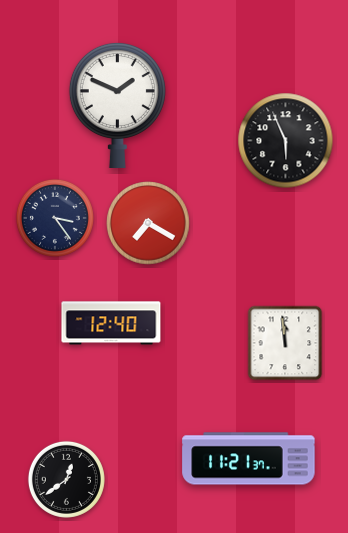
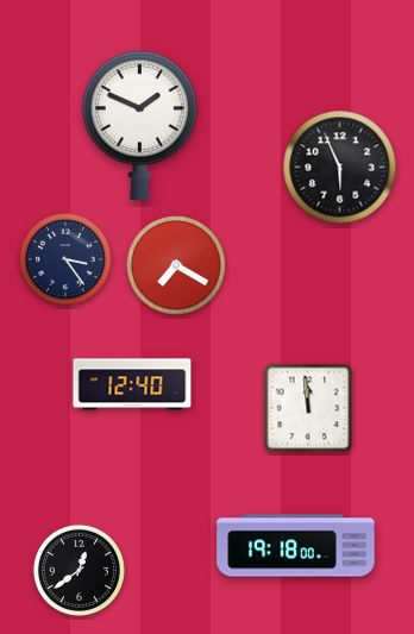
clock at (285, 343) position: (285, 343) -> (308, 408)
clock at (249, 459): 11:21 -> 19:18
